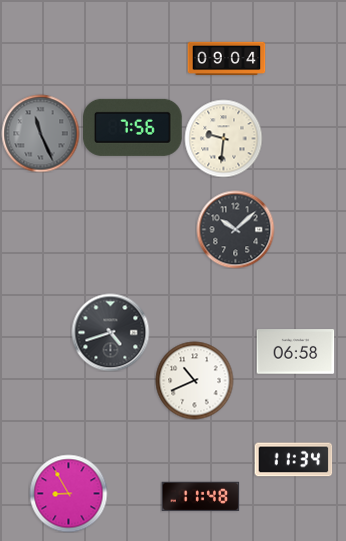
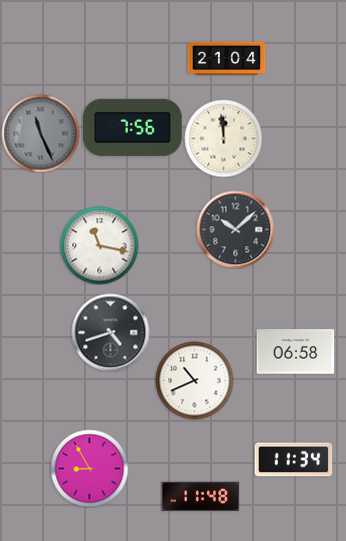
clock at (226, 59): 09:04 -> 21:04
clock at (223, 138): 9:31 -> 11:59
clock at (99, 245): none -> 11:17
clock at (68, 493) position: (68, 493) -> (89, 468)
